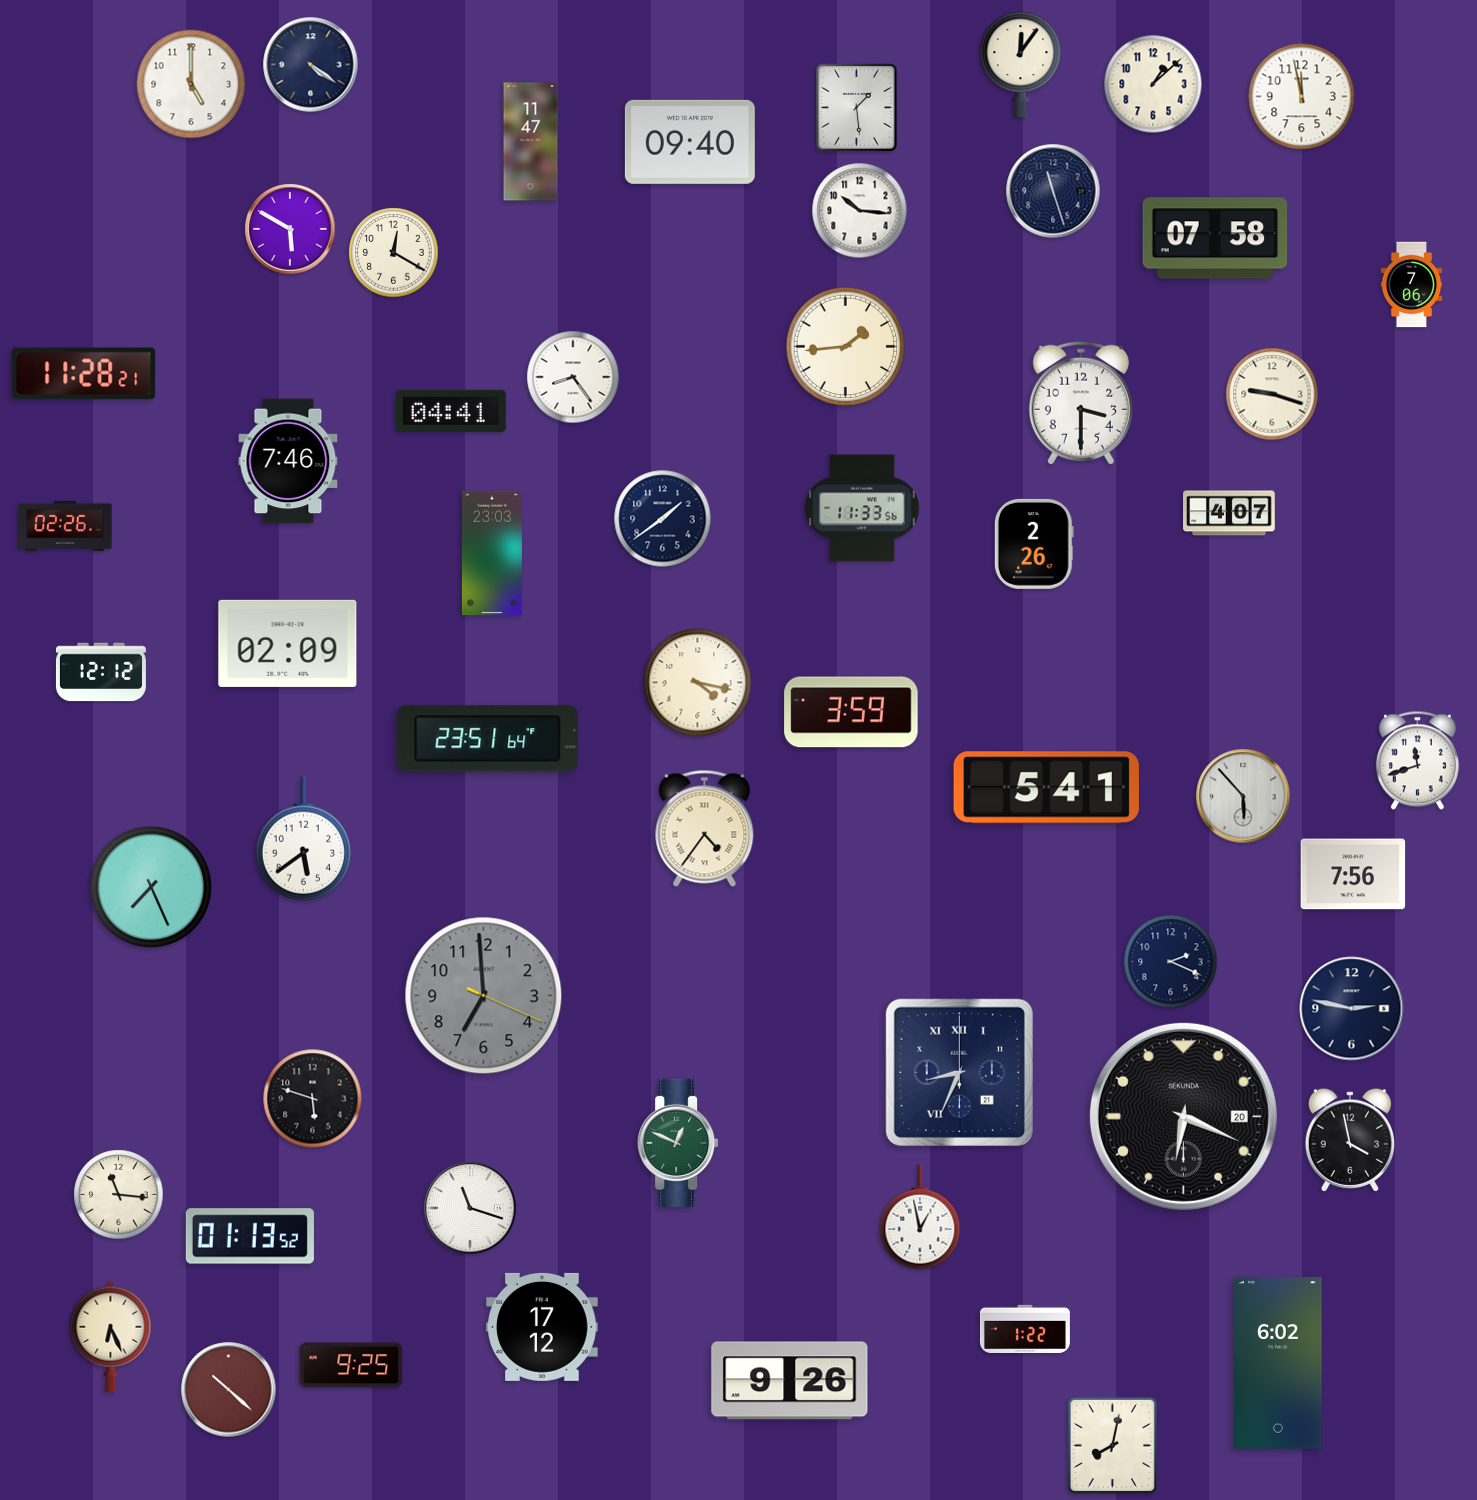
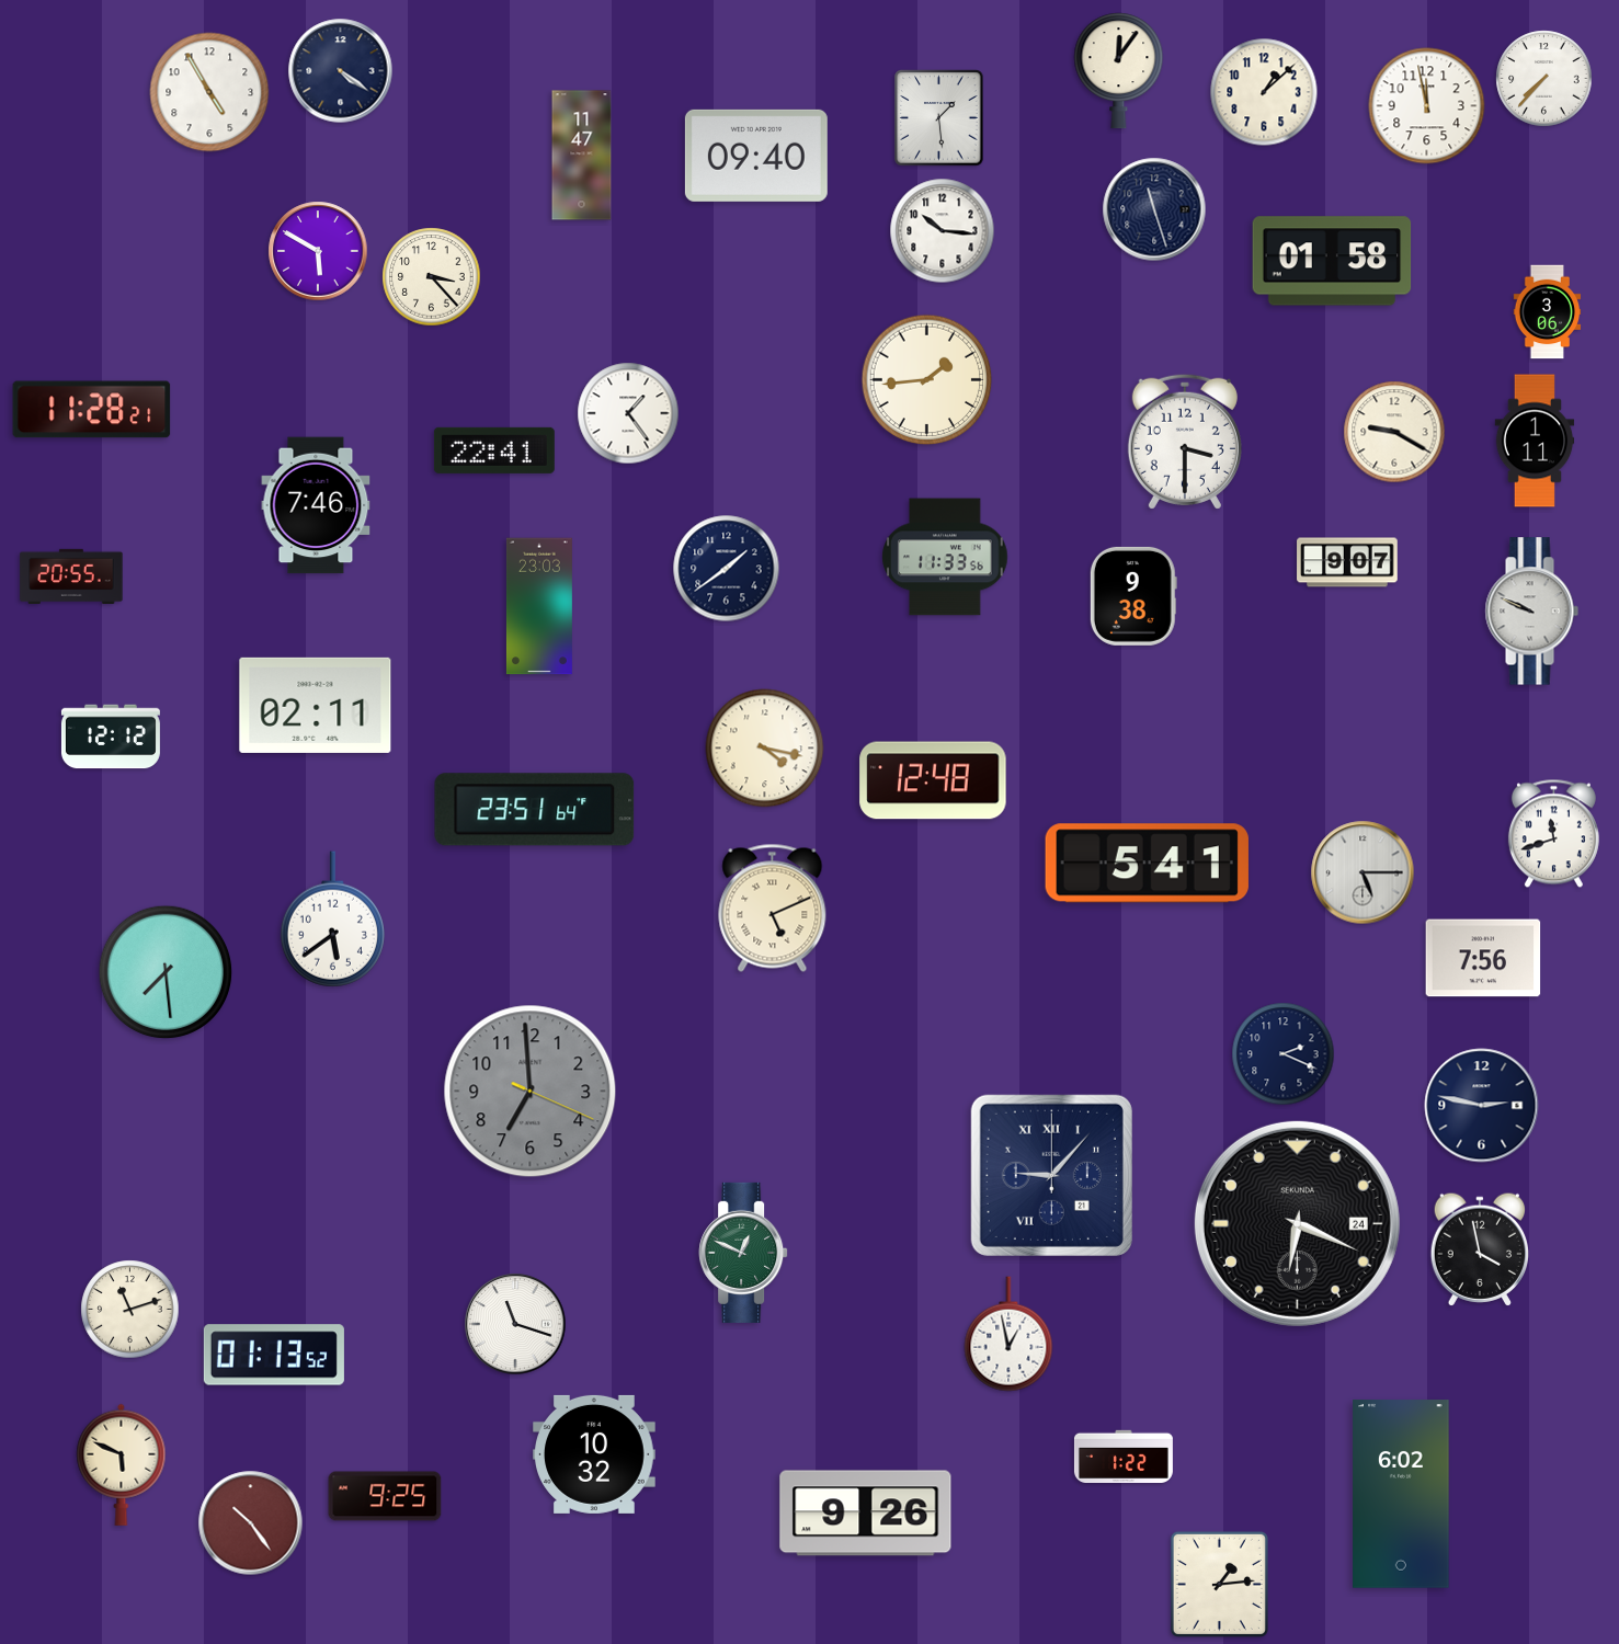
clock at (1544, 79): none -> 7:37
clock at (191, 84): 5:00 -> 4:55
clock at (1215, 238): 07:58 -> 01:58
clock at (394, 253): 12:20 -> 3:23
clock at (1412, 285): 7:06 -> 3:06
clock at (573, 377): 8:24 -> 1:24
clock at (1272, 394): 9:18 -> 9:20
clock at (1535, 441): none -> 1:11
clock at (451, 411): 04:41 -> 22:41
clock at (1229, 513): 4:07 -> 9:07
clock at (65, 526): 02:26 -> 20:55
clock at (1034, 544): 2:26 -> 9:38
clock at (1531, 612): none -> 9:49
clock at (288, 643): 02:09 -> 02:11
clock at (851, 712): 3:59 -> 12:48
clock at (1243, 796): 5:53 -> 5:15
clock at (705, 828): 4:36 -> 5:11
clock at (151, 887): 7:26 -> 7:29
clock at (959, 1072): 8:34 -> 9:07
clock at (313, 1099): 5:48 -> none
clock at (1183, 1116) date: 20 -> 24
clock at (119, 1195): 11:16 -> 11:12
clock at (542, 1327): 17:12 -> 10:32
clock at (111, 1336): 6:26 -> 5:49
clock at (229, 1390): 10:22 -> 10:24
clock at (1112, 1445): 8:02 -> 1:14
